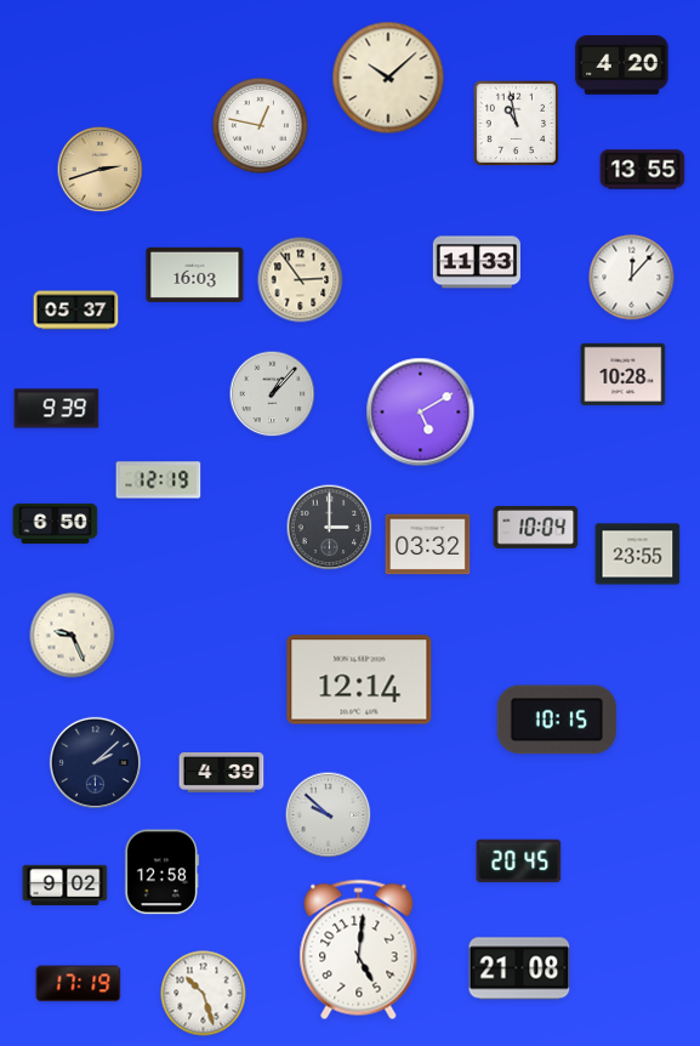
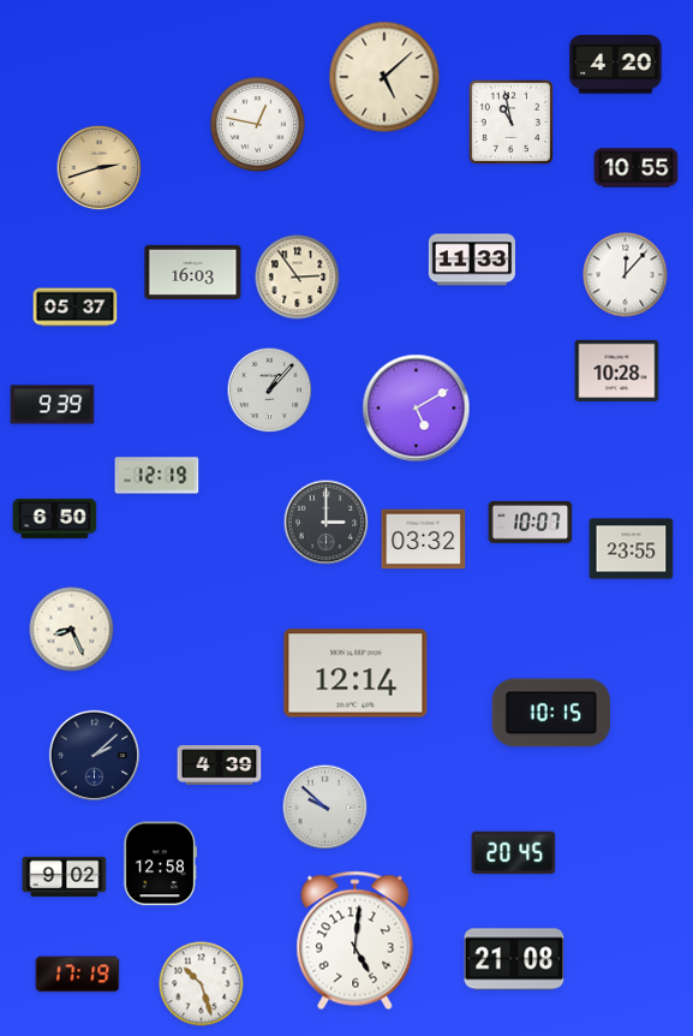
clock at (388, 78): 10:08 -> 5:08
clock at (643, 170): 13:55 -> 10:55
clock at (57, 409) position: (57, 409) -> (53, 405)
clock at (536, 527): 10:04 -> 10:07
clock at (73, 636): 9:26 -> 8:26
